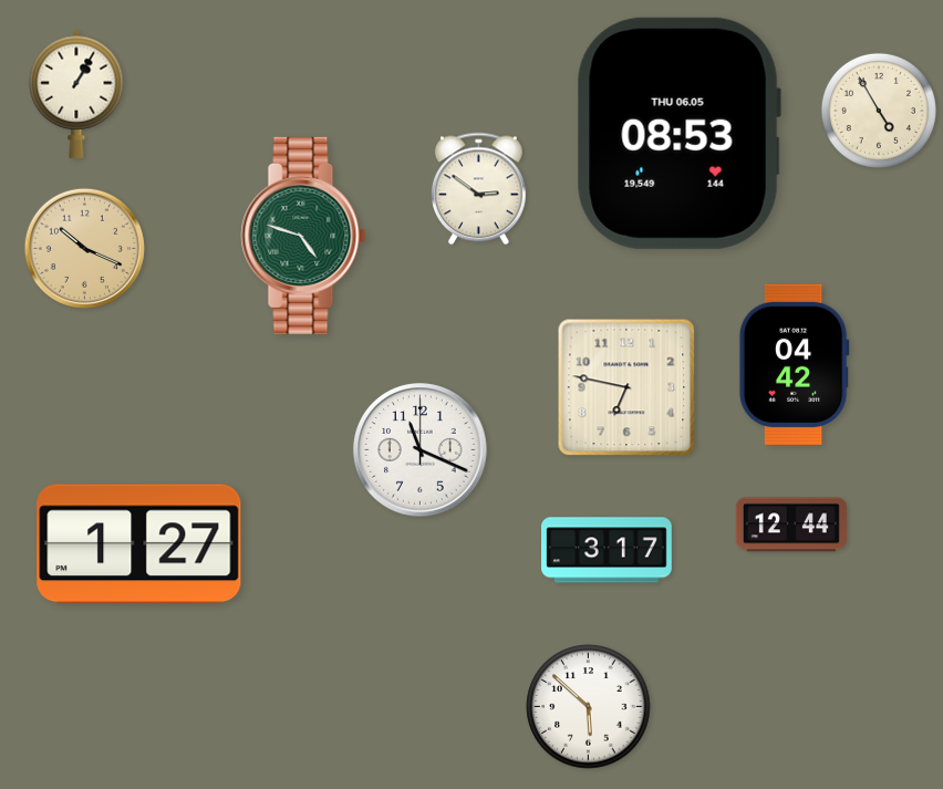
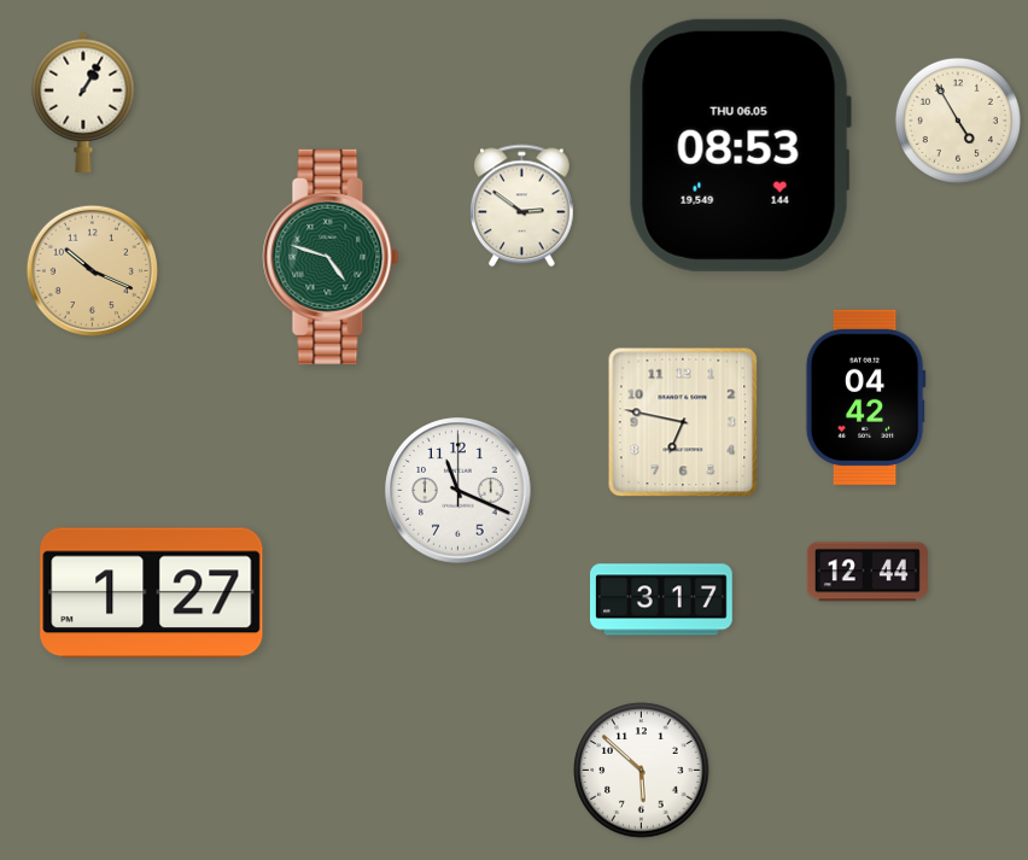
clock at (791, 525) position: (791, 525) -> (868, 572)
